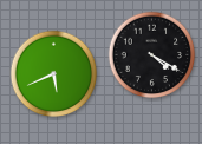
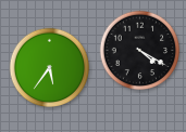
clock at (54, 74): 5:41 -> 5:36
